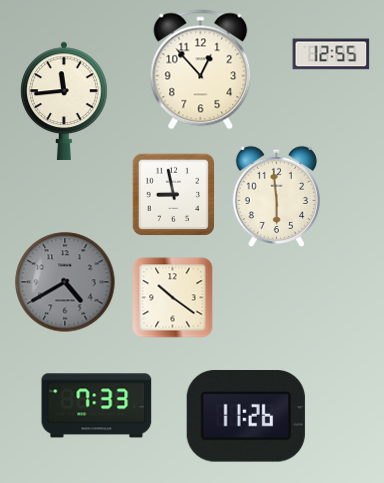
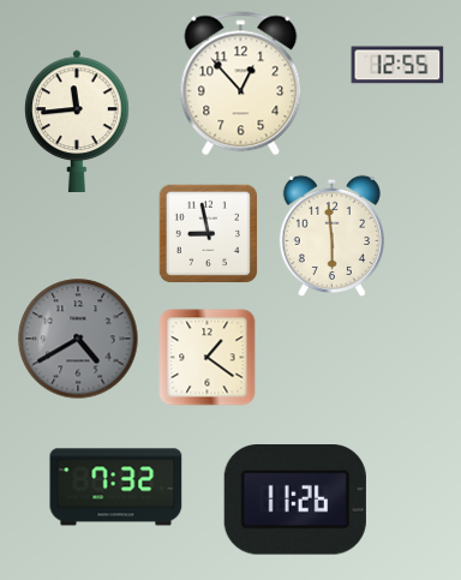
clock at (173, 298): 10:21 -> 1:21
clock at (97, 406): 7:33 -> 7:32
